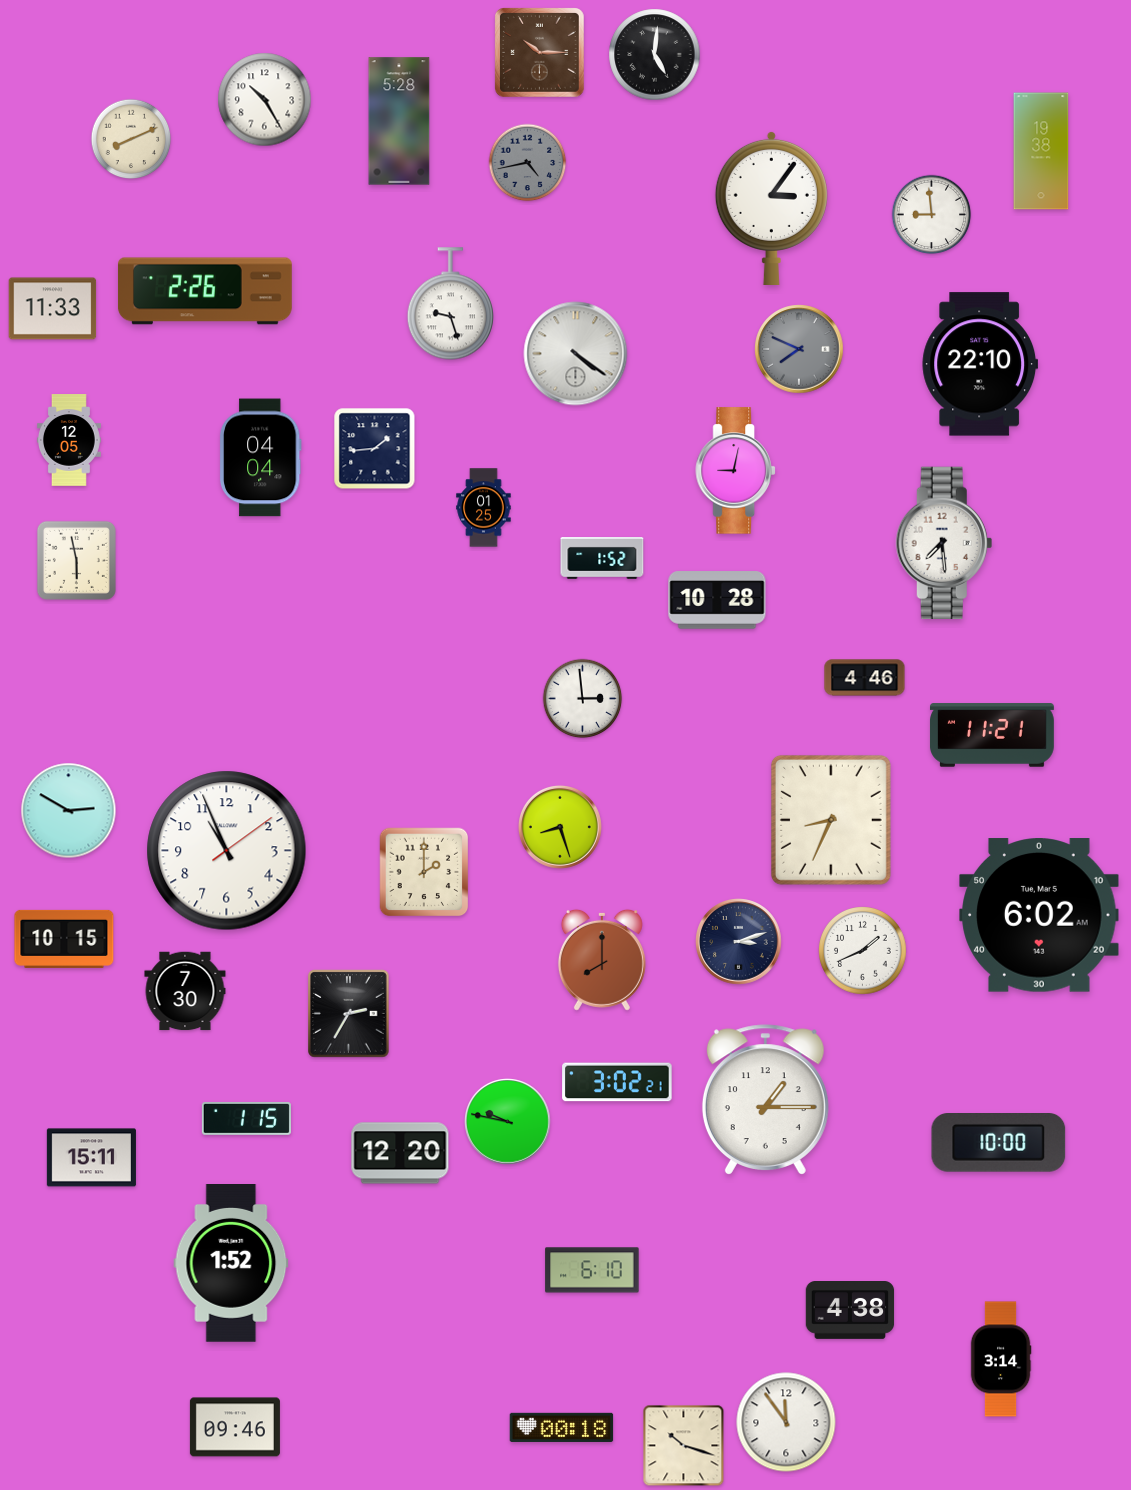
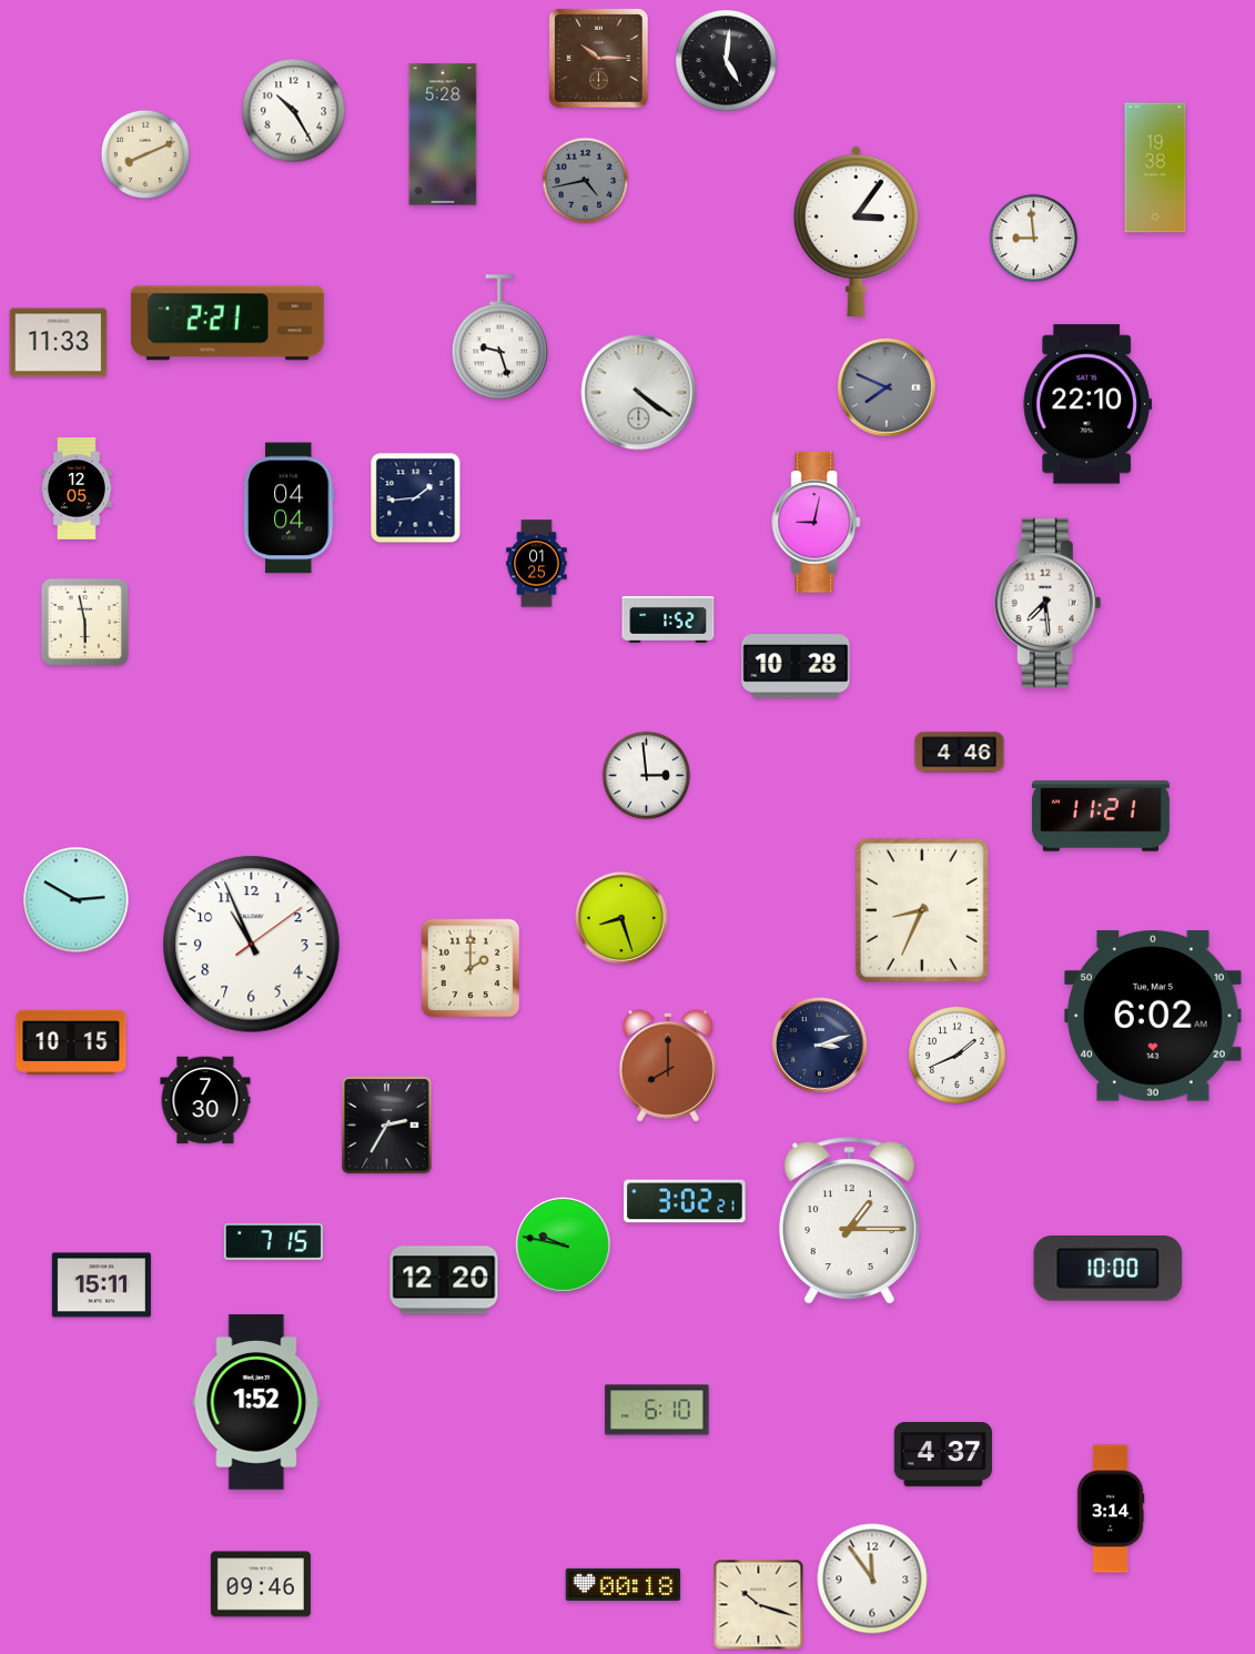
clock at (205, 291): 2:26 -> 2:21
clock at (246, 1118): 1:15 -> 7:15
clock at (850, 1311): 4:38 -> 4:37
